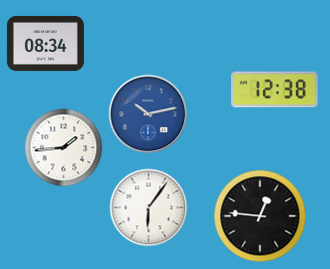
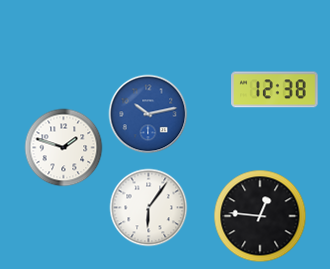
clock at (45, 43): 08:34 -> none
clock at (63, 147): 1:44 -> 1:48
